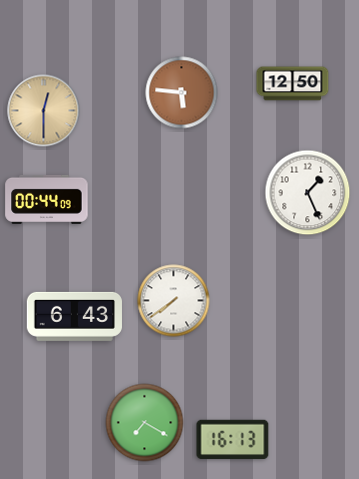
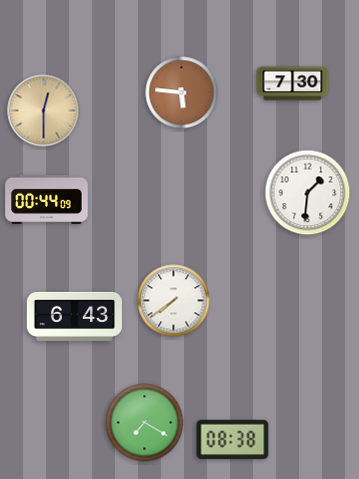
clock at (293, 84): 12:50 -> 7:30
clock at (308, 193): 1:26 -> 1:31
clock at (233, 440): 16:13 -> 08:38
